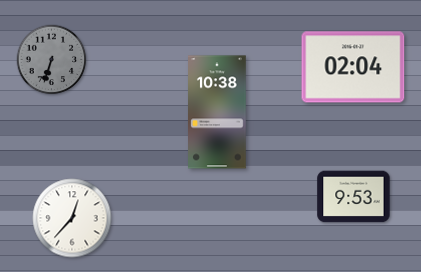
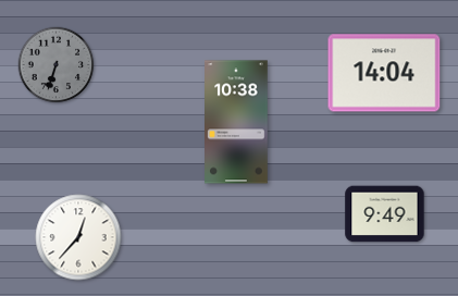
clock at (353, 67): 02:04 -> 14:04
clock at (354, 197): 9:53 -> 9:49
